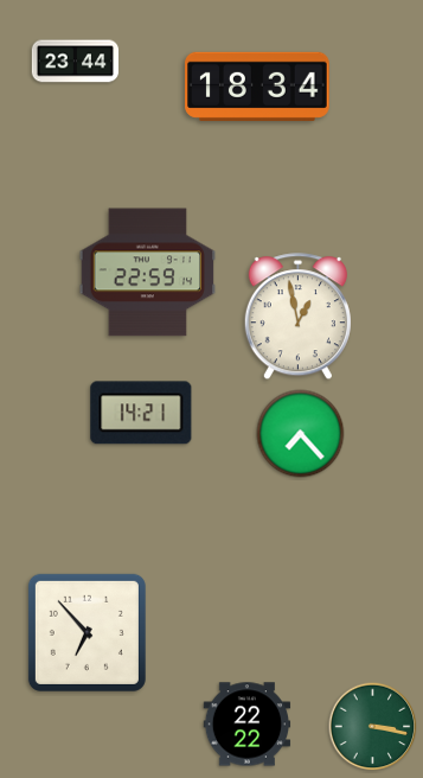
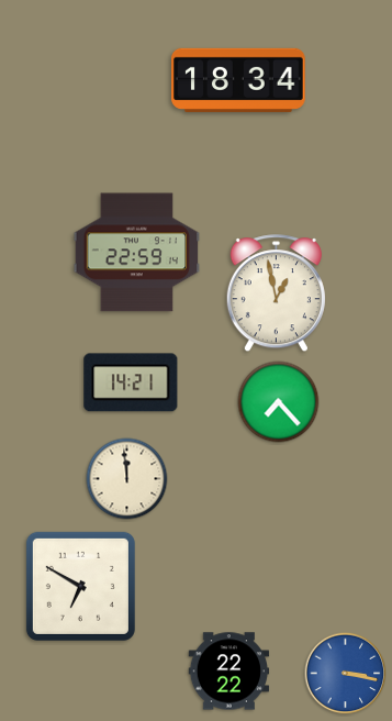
clock at (76, 62): 23:44 -> none
clock at (127, 479): none -> 11:59
clock at (86, 632): 6:53 -> 6:50
clock at (373, 727) dial: green -> blue
